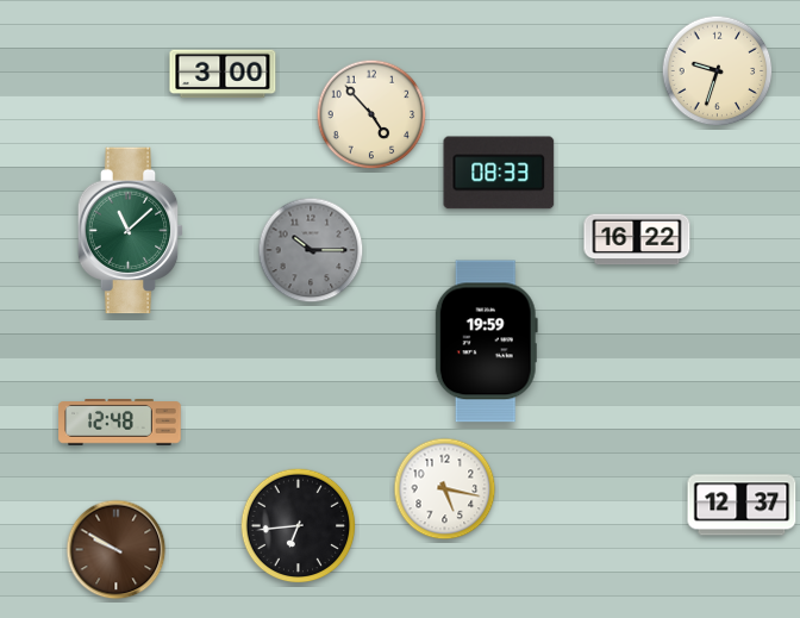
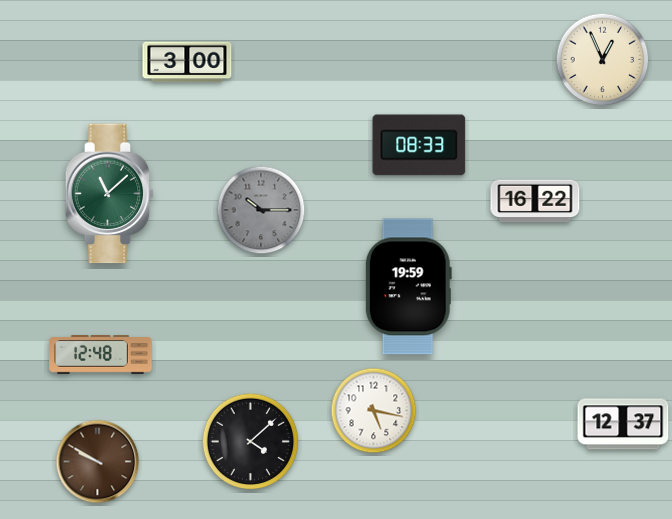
clock at (718, 71): 9:33 -> 12:56
clock at (371, 114): 4:53 -> none
clock at (299, 526): 6:44 -> 4:08
